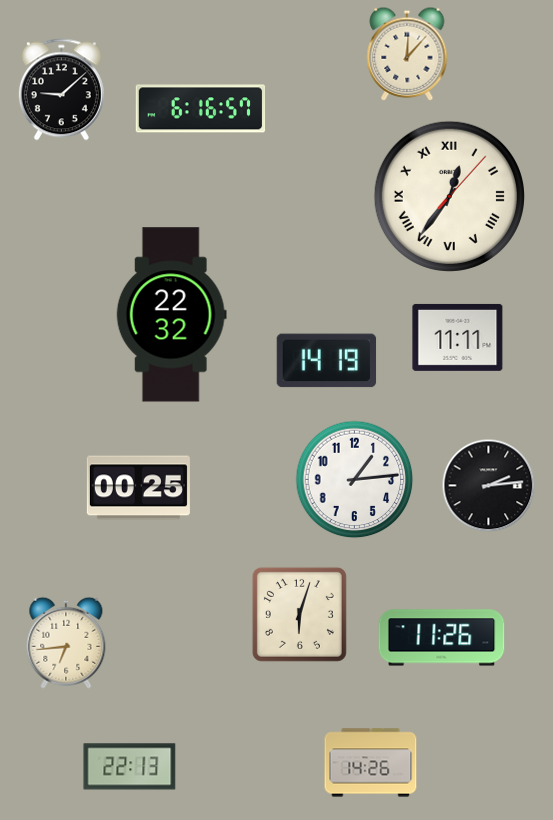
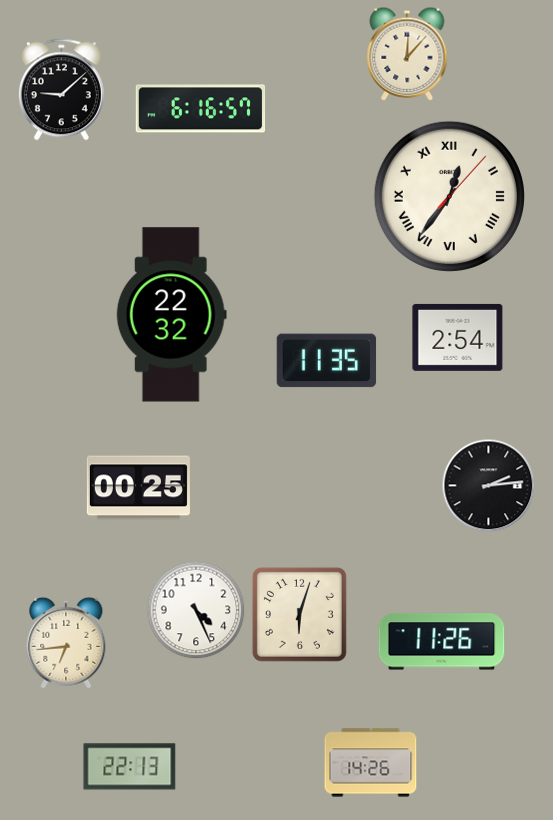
clock at (458, 337): 11:11 -> 2:54
clock at (327, 361): 14:19 -> 11:35
clock at (355, 480): 1:14 -> none
clock at (196, 610): none -> 4:26
clock at (442, 638) position: (442, 638) -> (442, 642)
